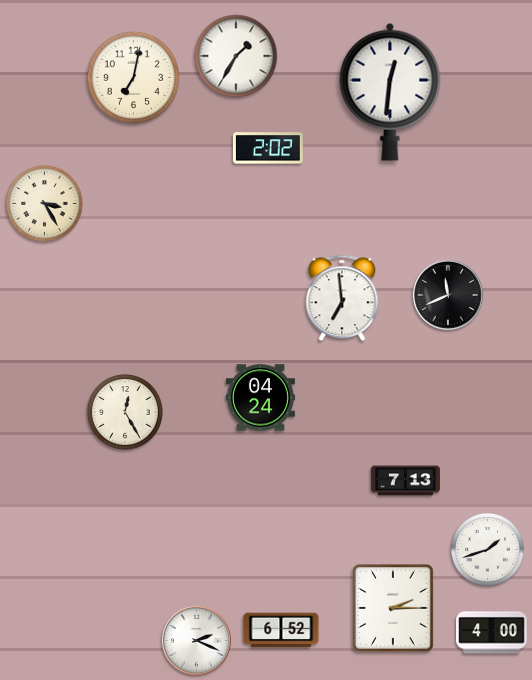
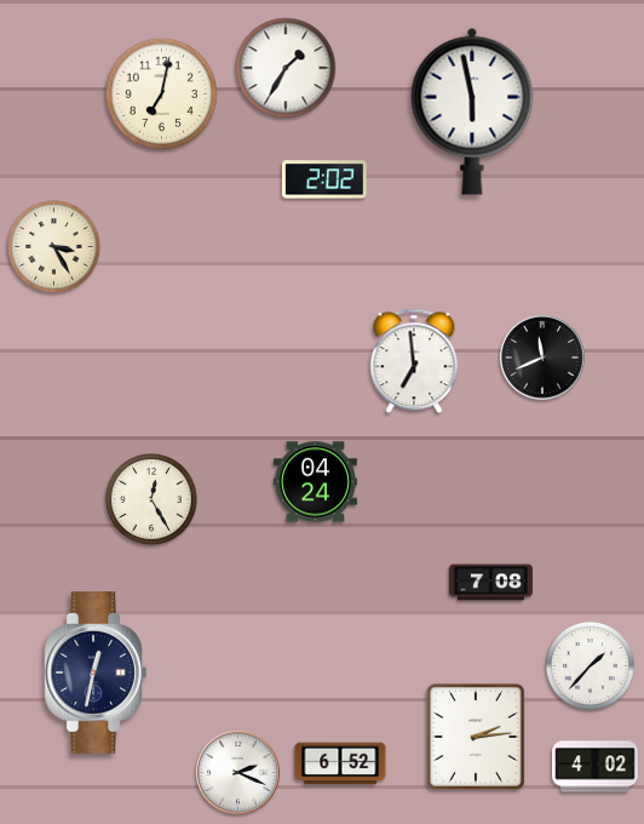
clock at (390, 92): 12:31 -> 5:58
clock at (405, 481): 7:13 -> 7:08
clock at (487, 549): 1:42 -> 1:37
clock at (96, 674): none -> 12:32
clock at (393, 608): 2:15 -> 2:14
clock at (492, 633): 4:00 -> 4:02
clock at (196, 640) position: (196, 640) -> (237, 772)
